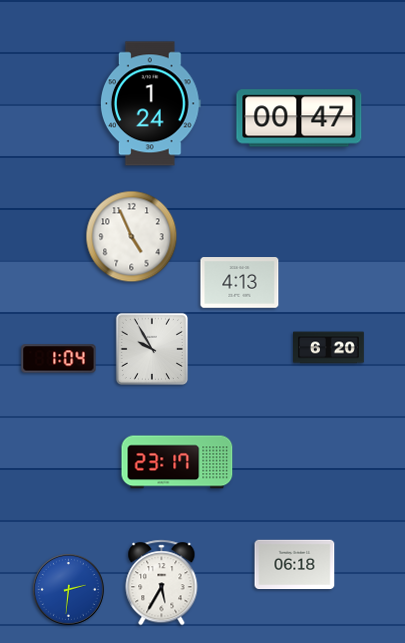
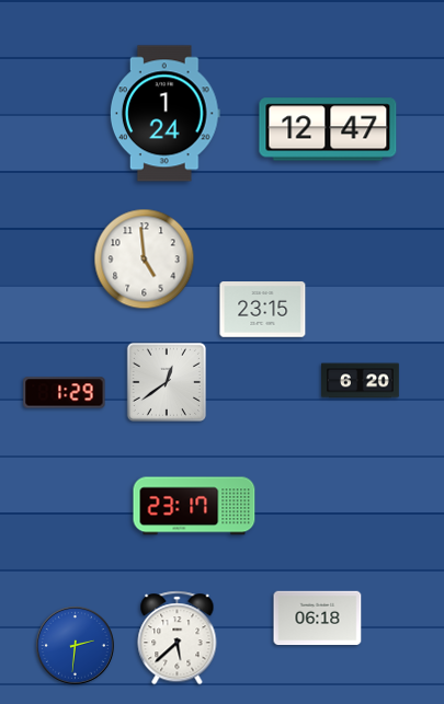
clock at (299, 118): 00:47 -> 12:47
clock at (132, 237): 4:56 -> 4:59
clock at (240, 283): 4:13 -> 23:15
clock at (151, 348): 9:55 -> 12:39
clock at (59, 359): 1:04 -> 1:29
clock at (295, 565) position: (295, 565) -> (318, 619)
clock at (162, 583): 5:35 -> 5:38
